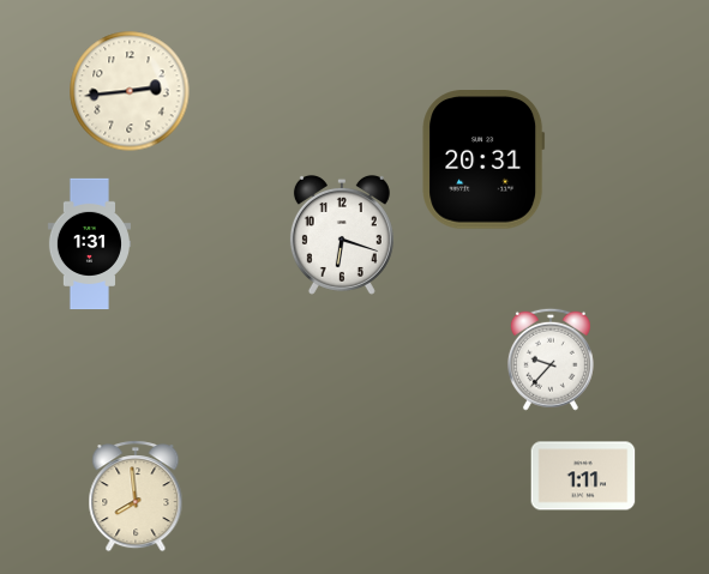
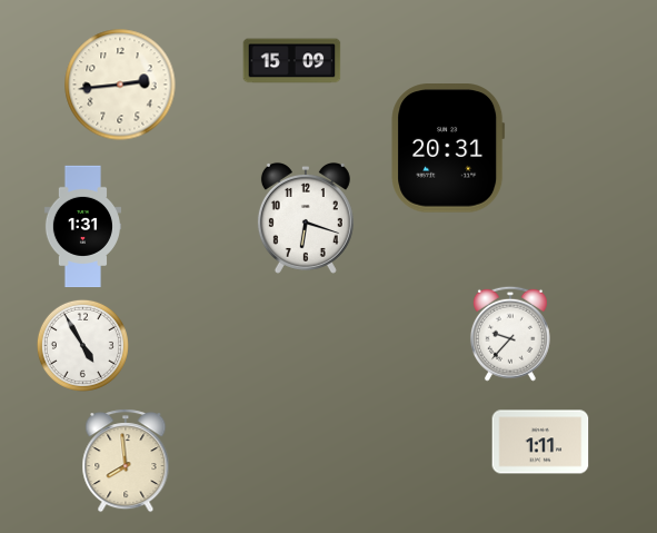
clock at (292, 61): none -> 15:09
clock at (342, 235) position: (342, 235) -> (306, 218)
clock at (82, 345): none -> 4:55
